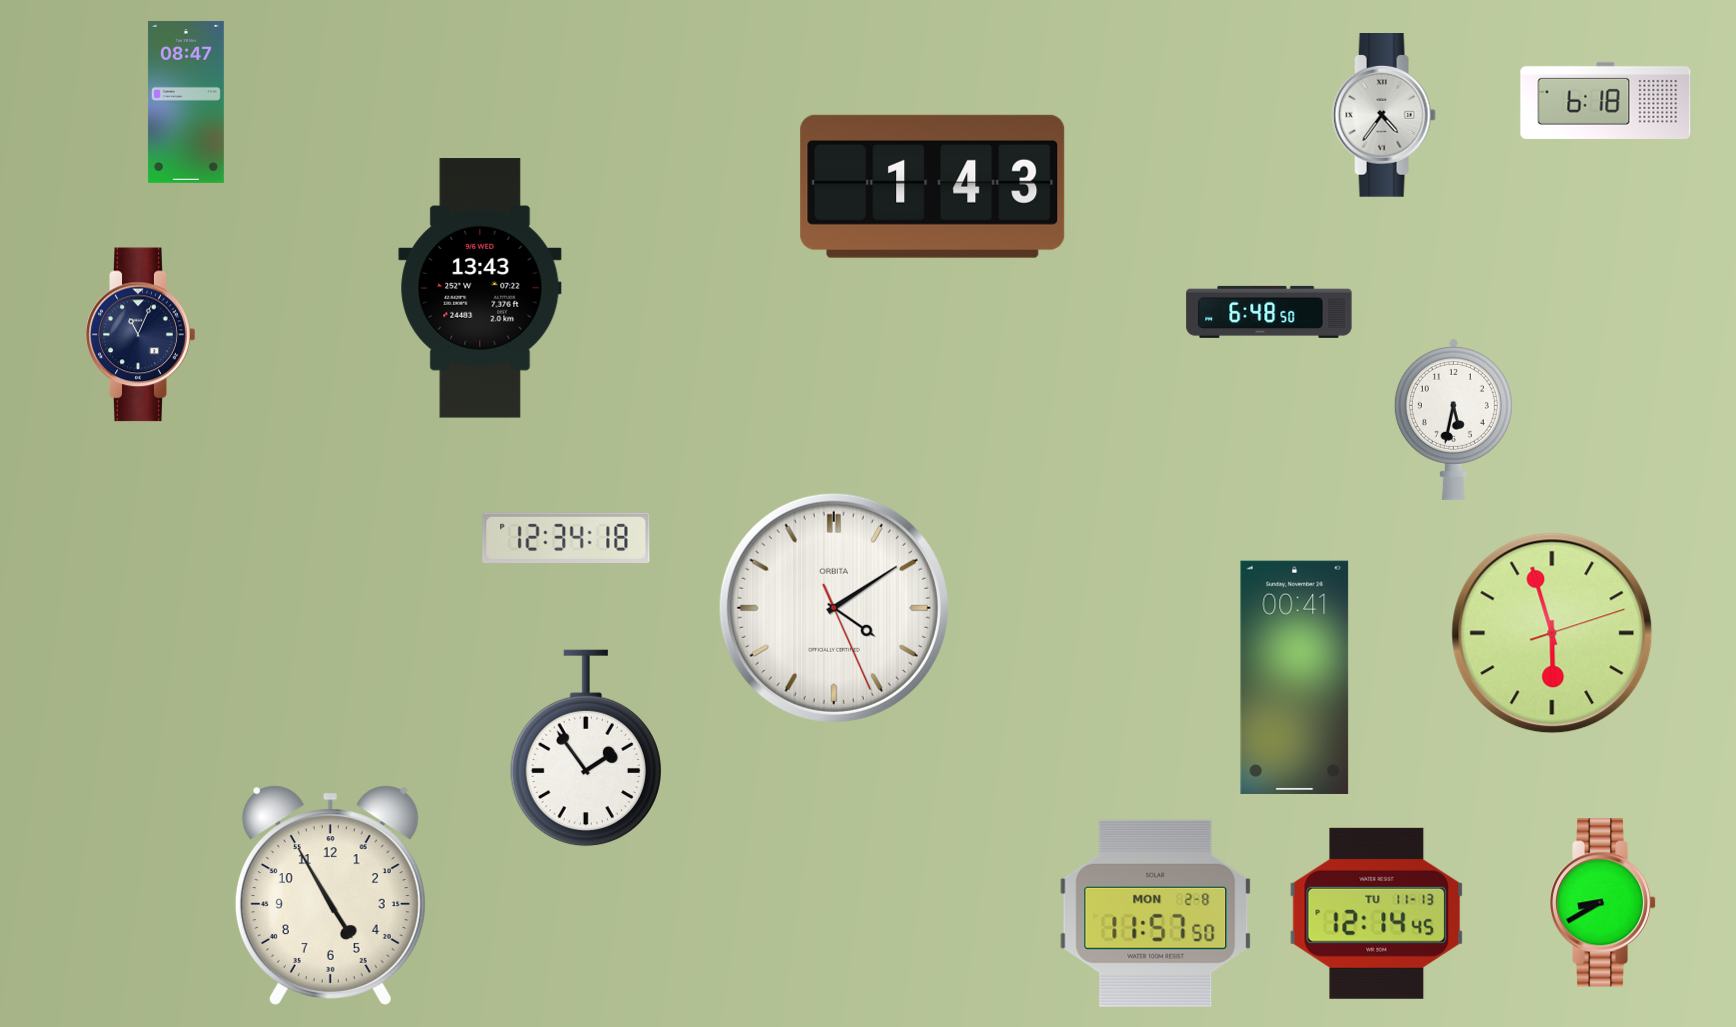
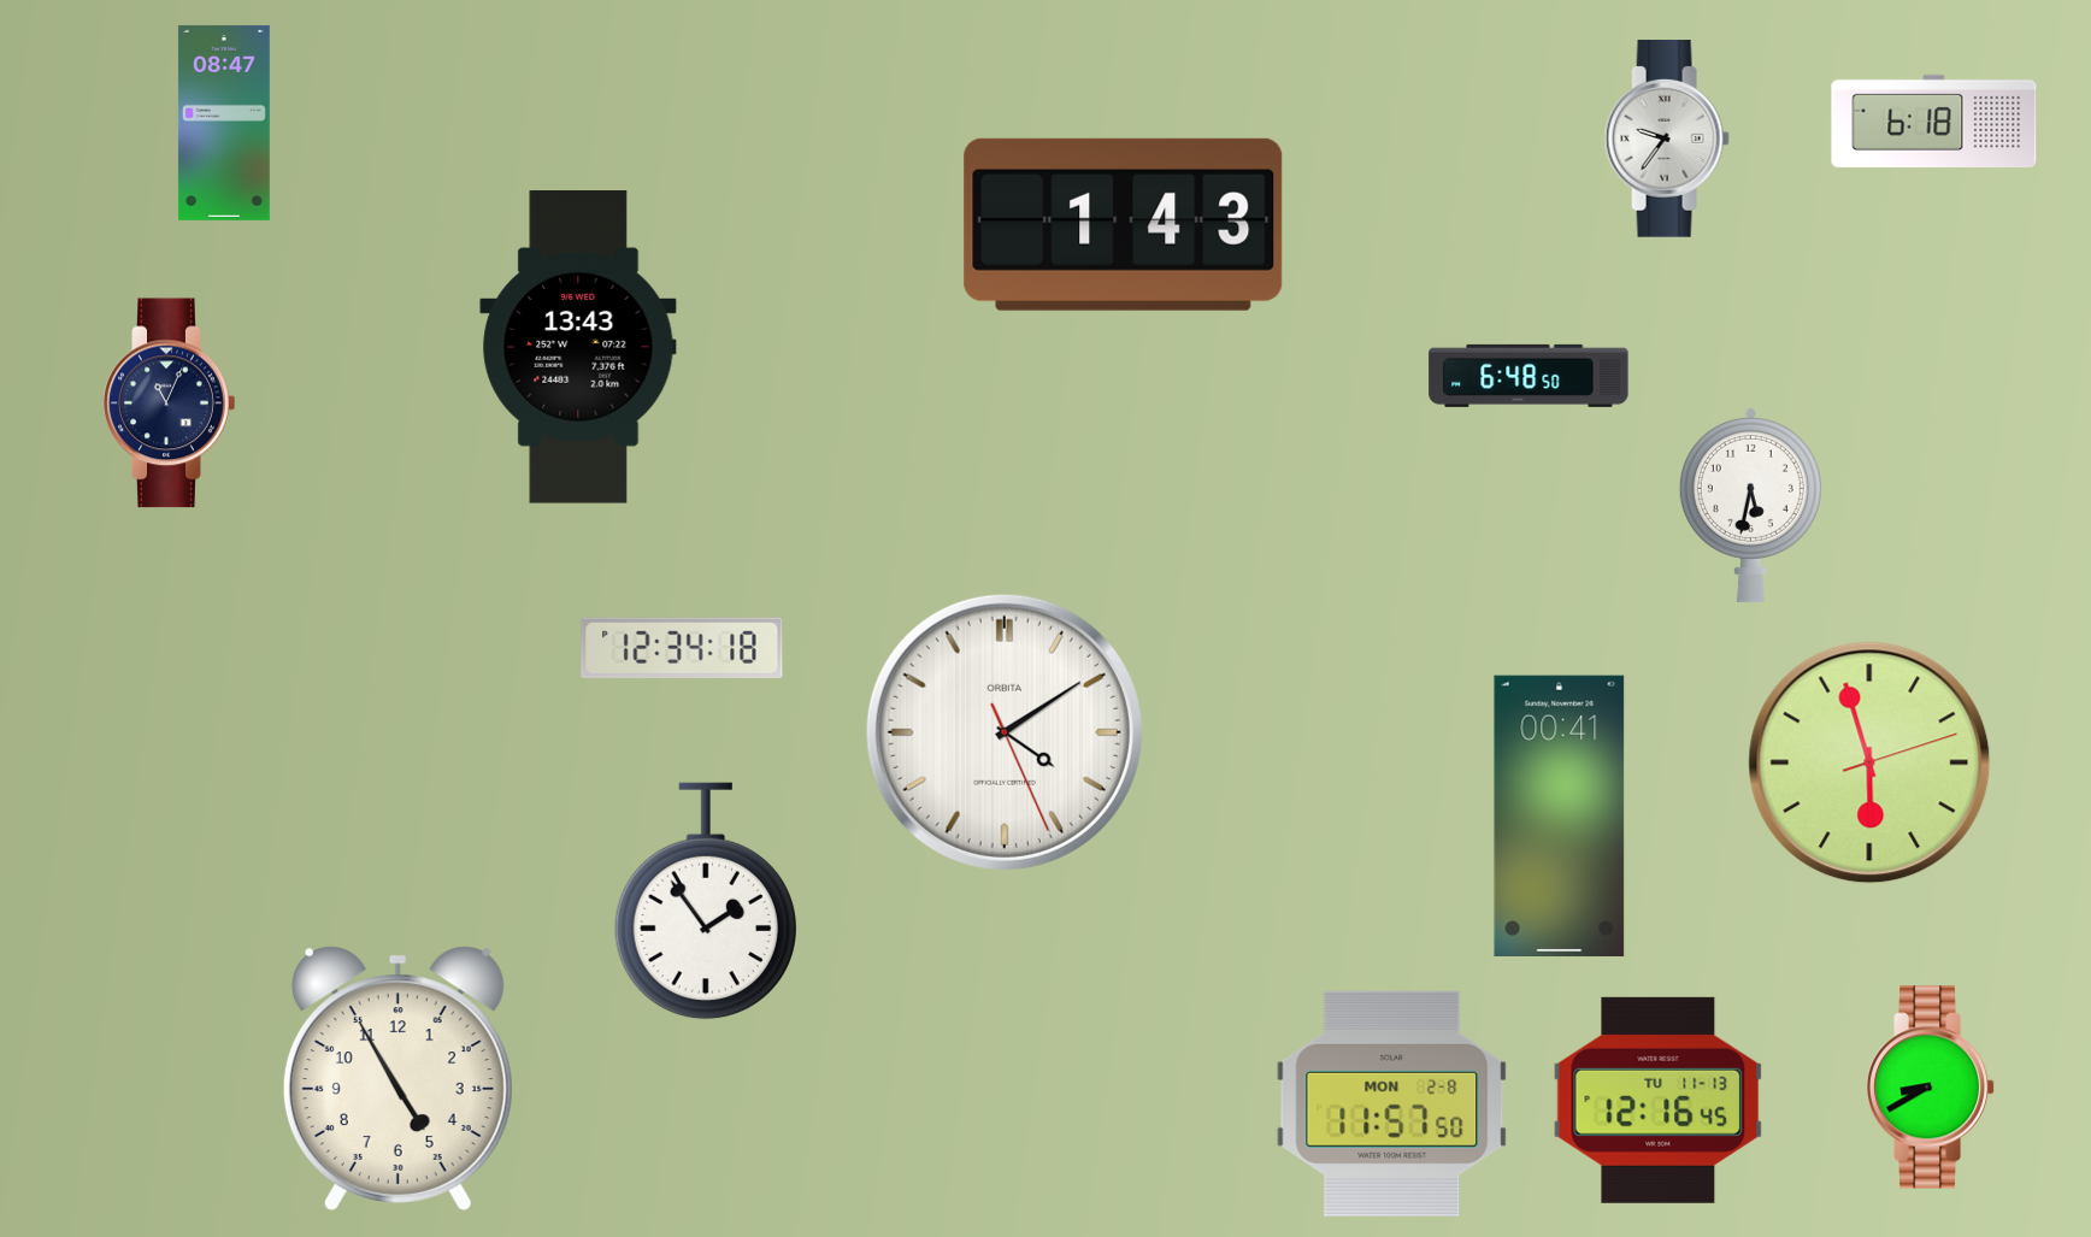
clock at (1384, 116): 4:36 -> 9:36
clock at (1156, 913) position: (1156, 913) -> (1392, 1103)
clock at (1377, 913): 12:14 -> 12:16
